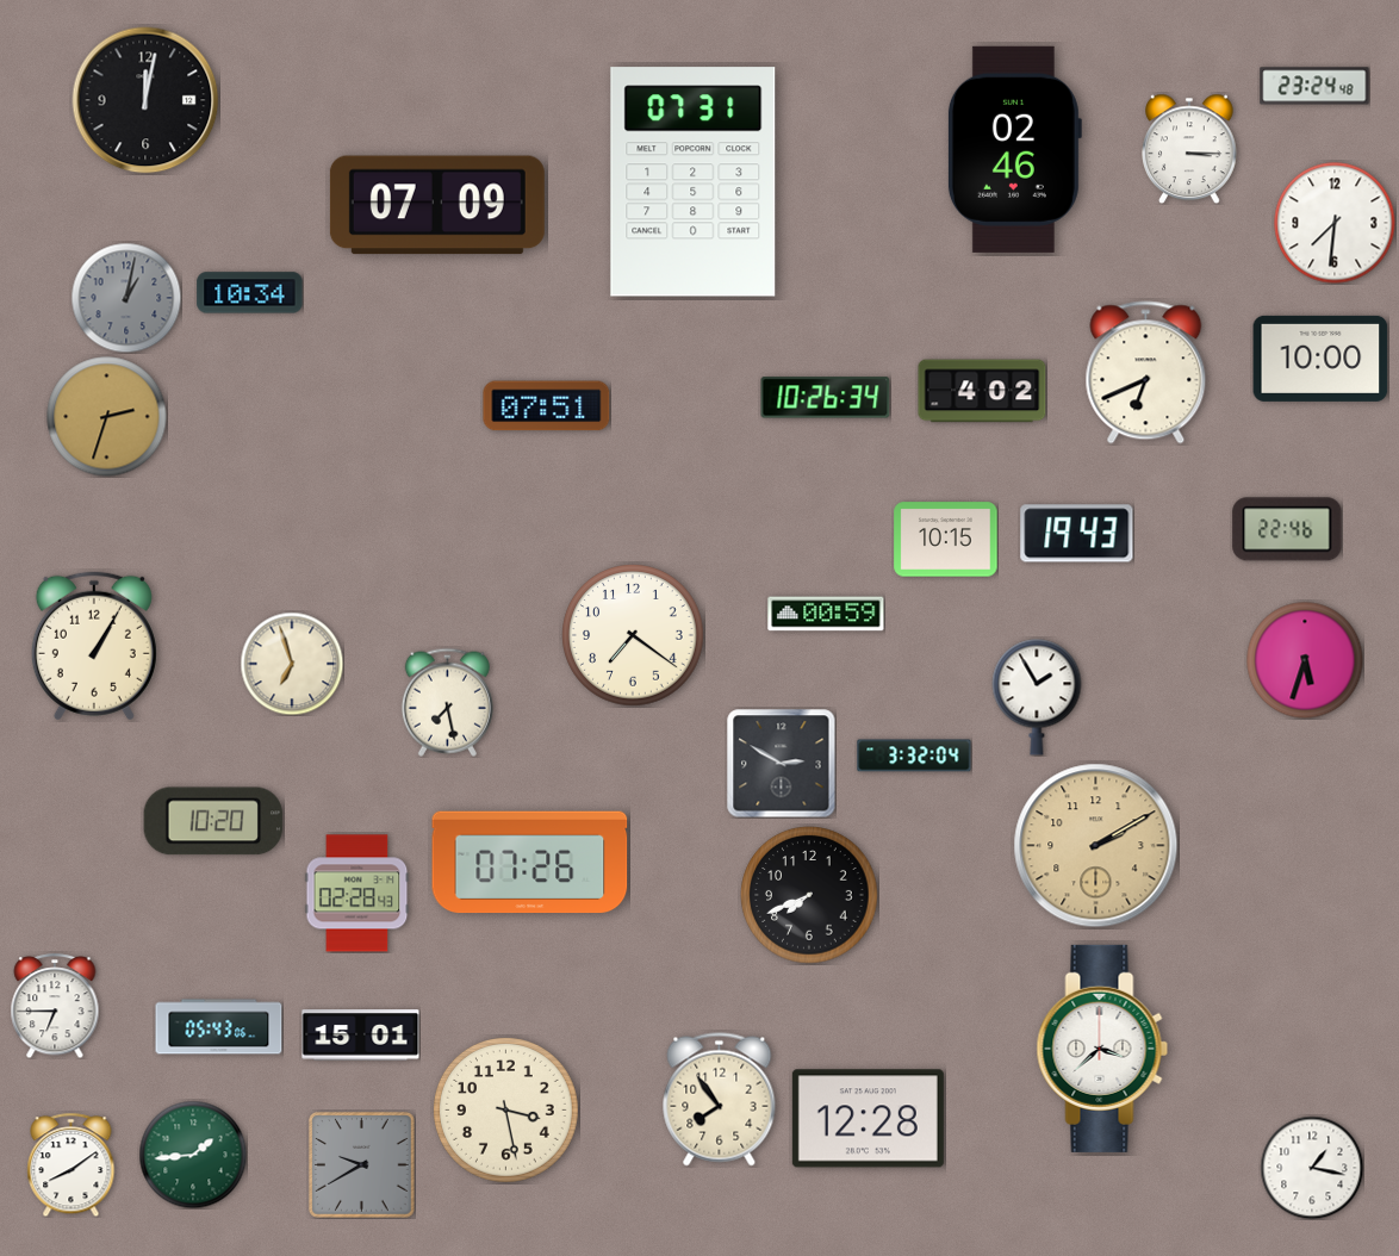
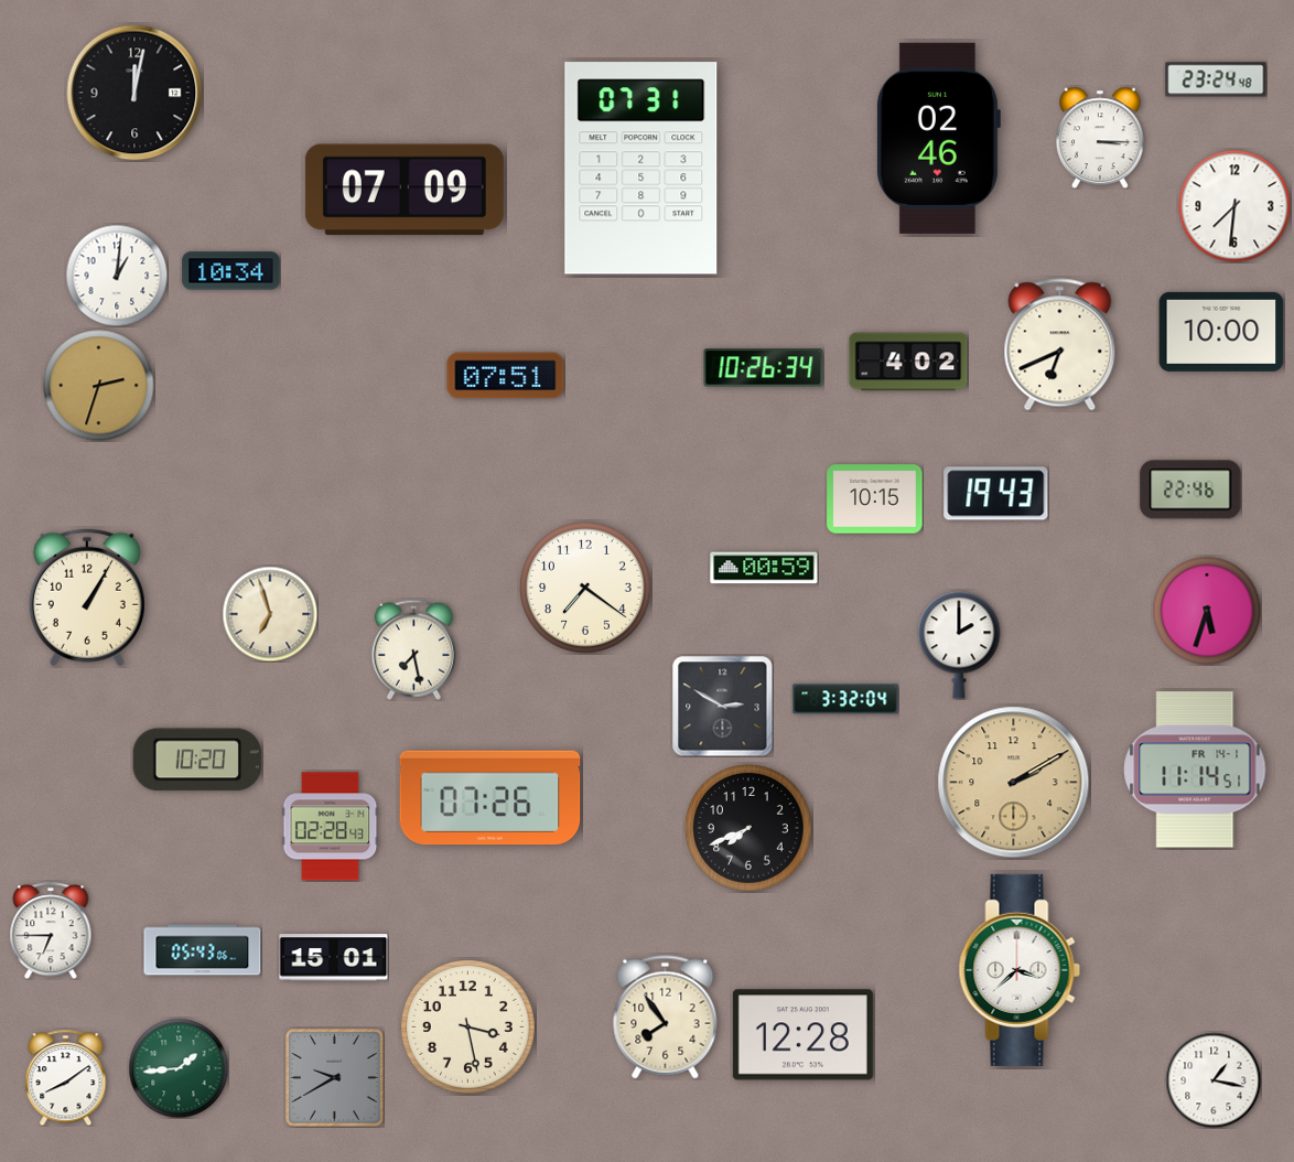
clock at (126, 298): 1:02 -> 1:01
clock at (126, 298) dial: grey -> white
clock at (1037, 697): 1:55 -> 2:00
clock at (1195, 770): none -> 11:14
